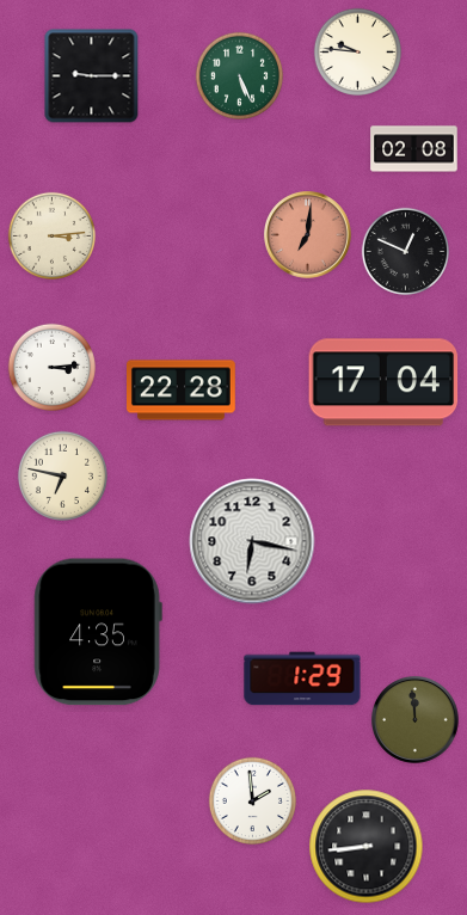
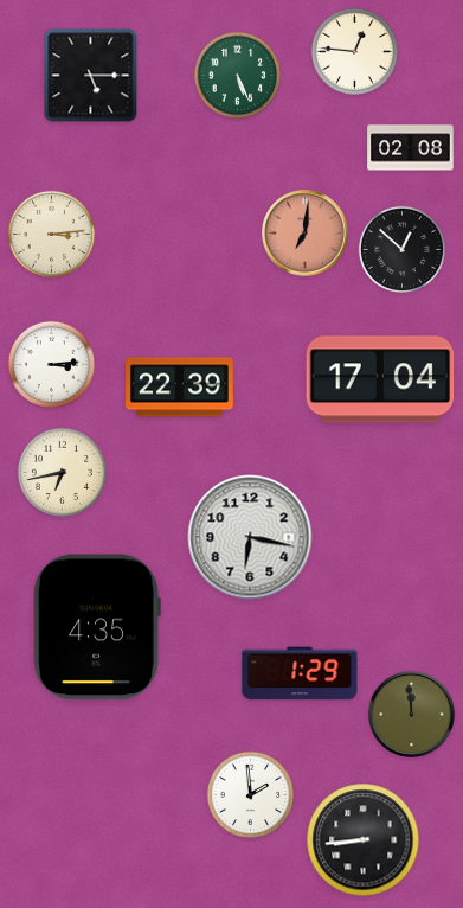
clock at (357, 51): 9:46 -> 12:46
clock at (92, 76): 9:15 -> 5:15
clock at (405, 251): 12:49 -> 12:52
clock at (182, 391): 22:28 -> 22:39
clock at (62, 475): 6:47 -> 6:43
